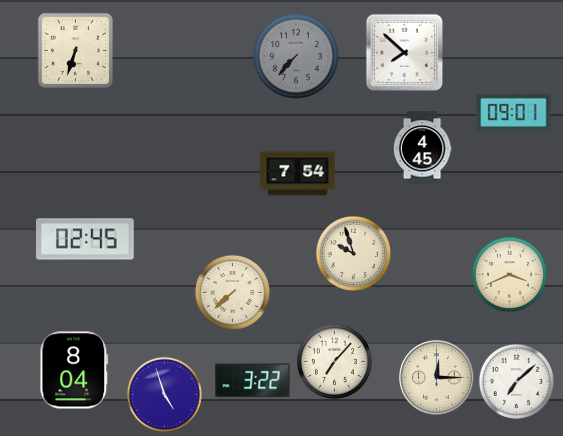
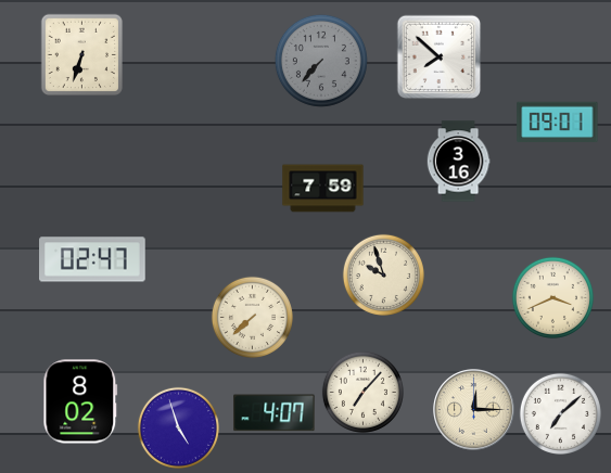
clock at (422, 149): 4:45 -> 3:16
clock at (298, 174): 7:54 -> 7:59
clock at (86, 239): 02:45 -> 02:47
clock at (74, 370): 8:04 -> 8:02
clock at (253, 381): 3:22 -> 4:07
